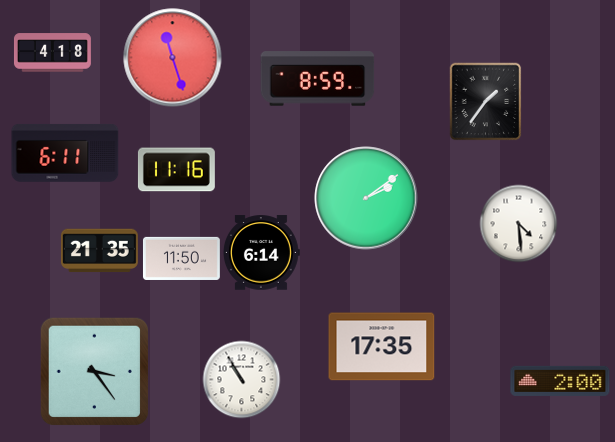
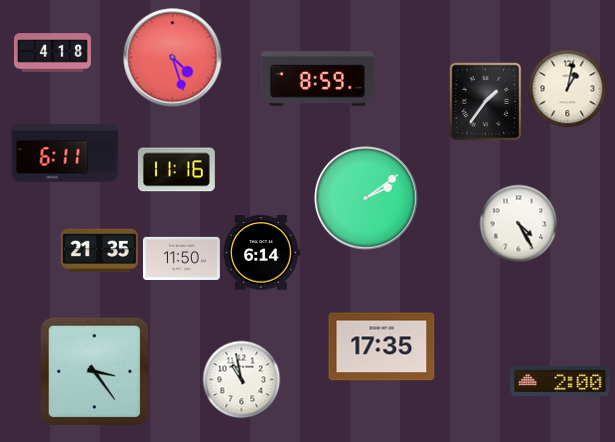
clock at (173, 58): 11:27 -> 4:27
clock at (567, 88): none -> 1:02
clock at (518, 223): 4:29 -> 4:25
clock at (241, 379): 10:55 -> 10:58
